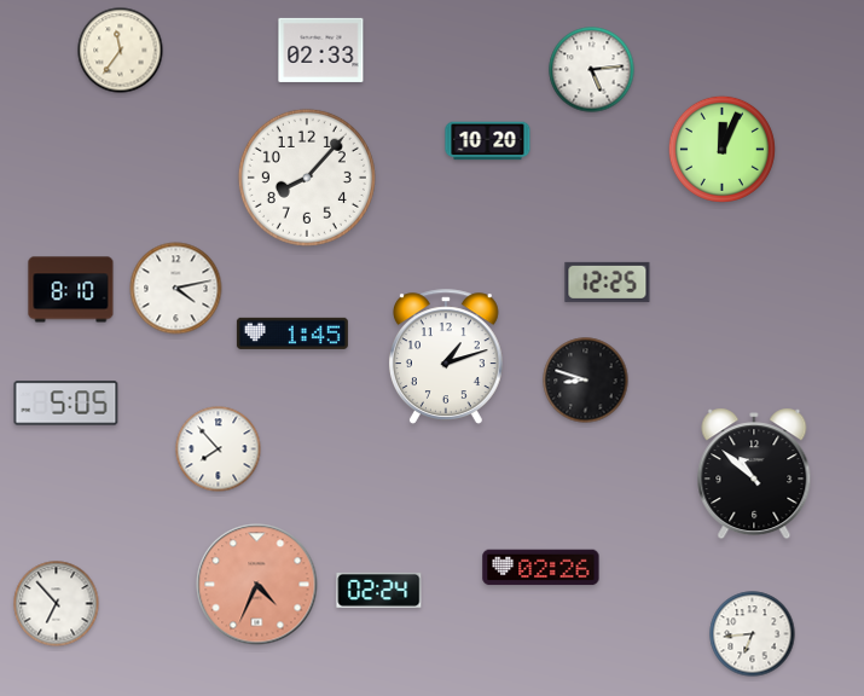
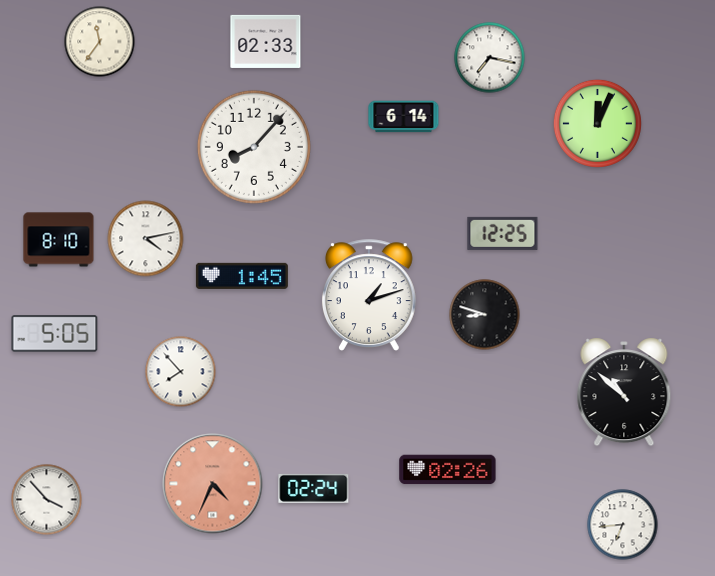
clock at (592, 70): 5:14 -> 7:17
clock at (488, 141): 10:20 -> 6:14
clock at (57, 604): 6:53 -> 3:53
